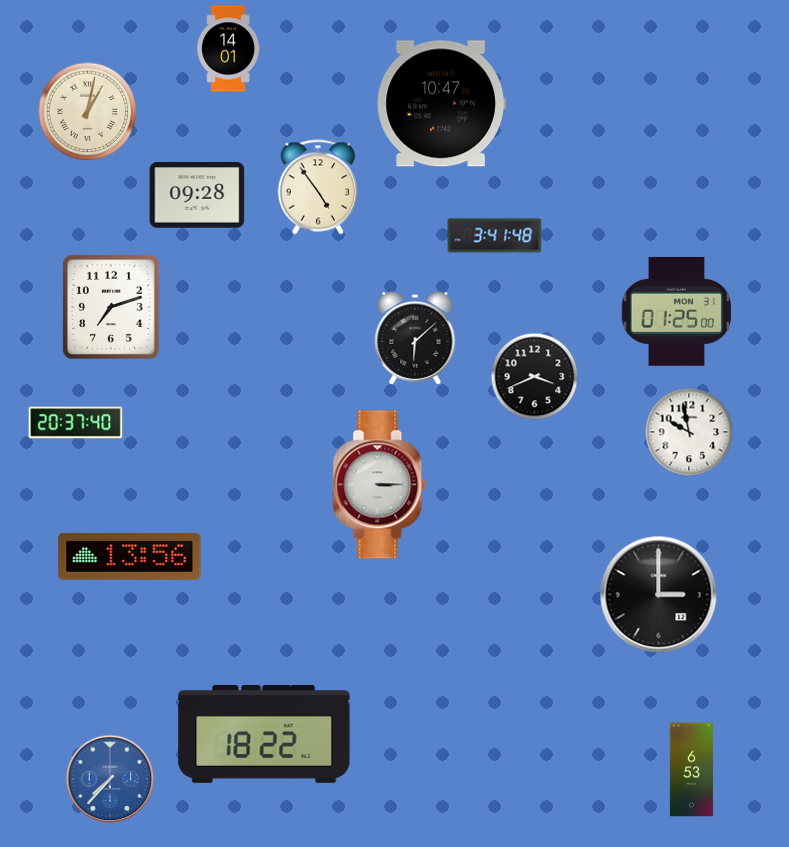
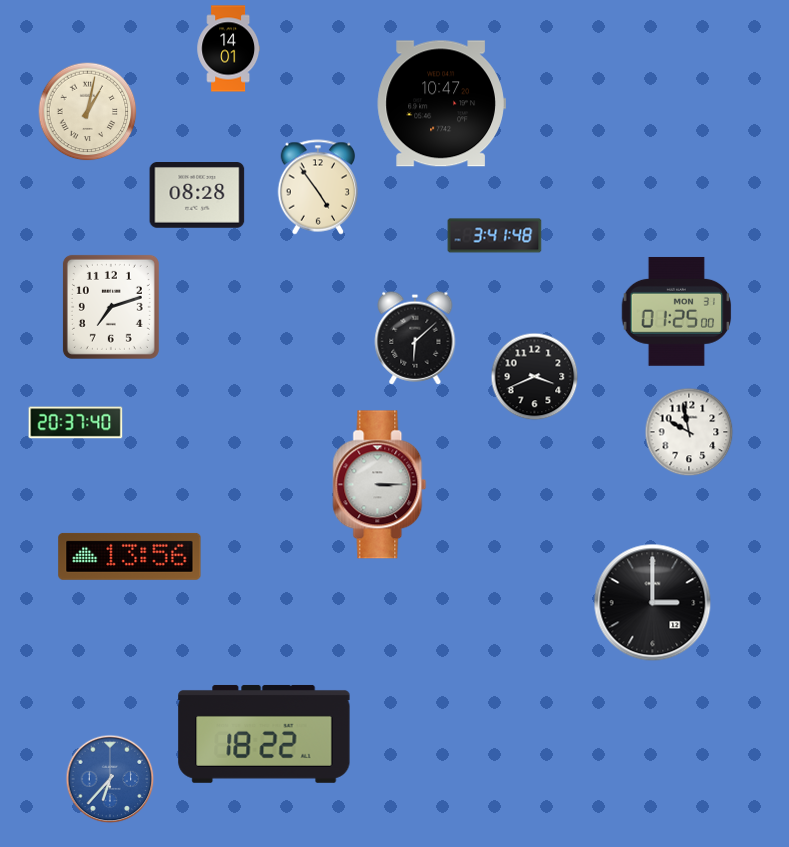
clock at (197, 195): 09:28 -> 08:28
clock at (659, 595) position: (659, 595) -> (653, 603)
clock at (691, 770): 6:53 -> none
clock at (110, 779): 7:37 -> 6:37
